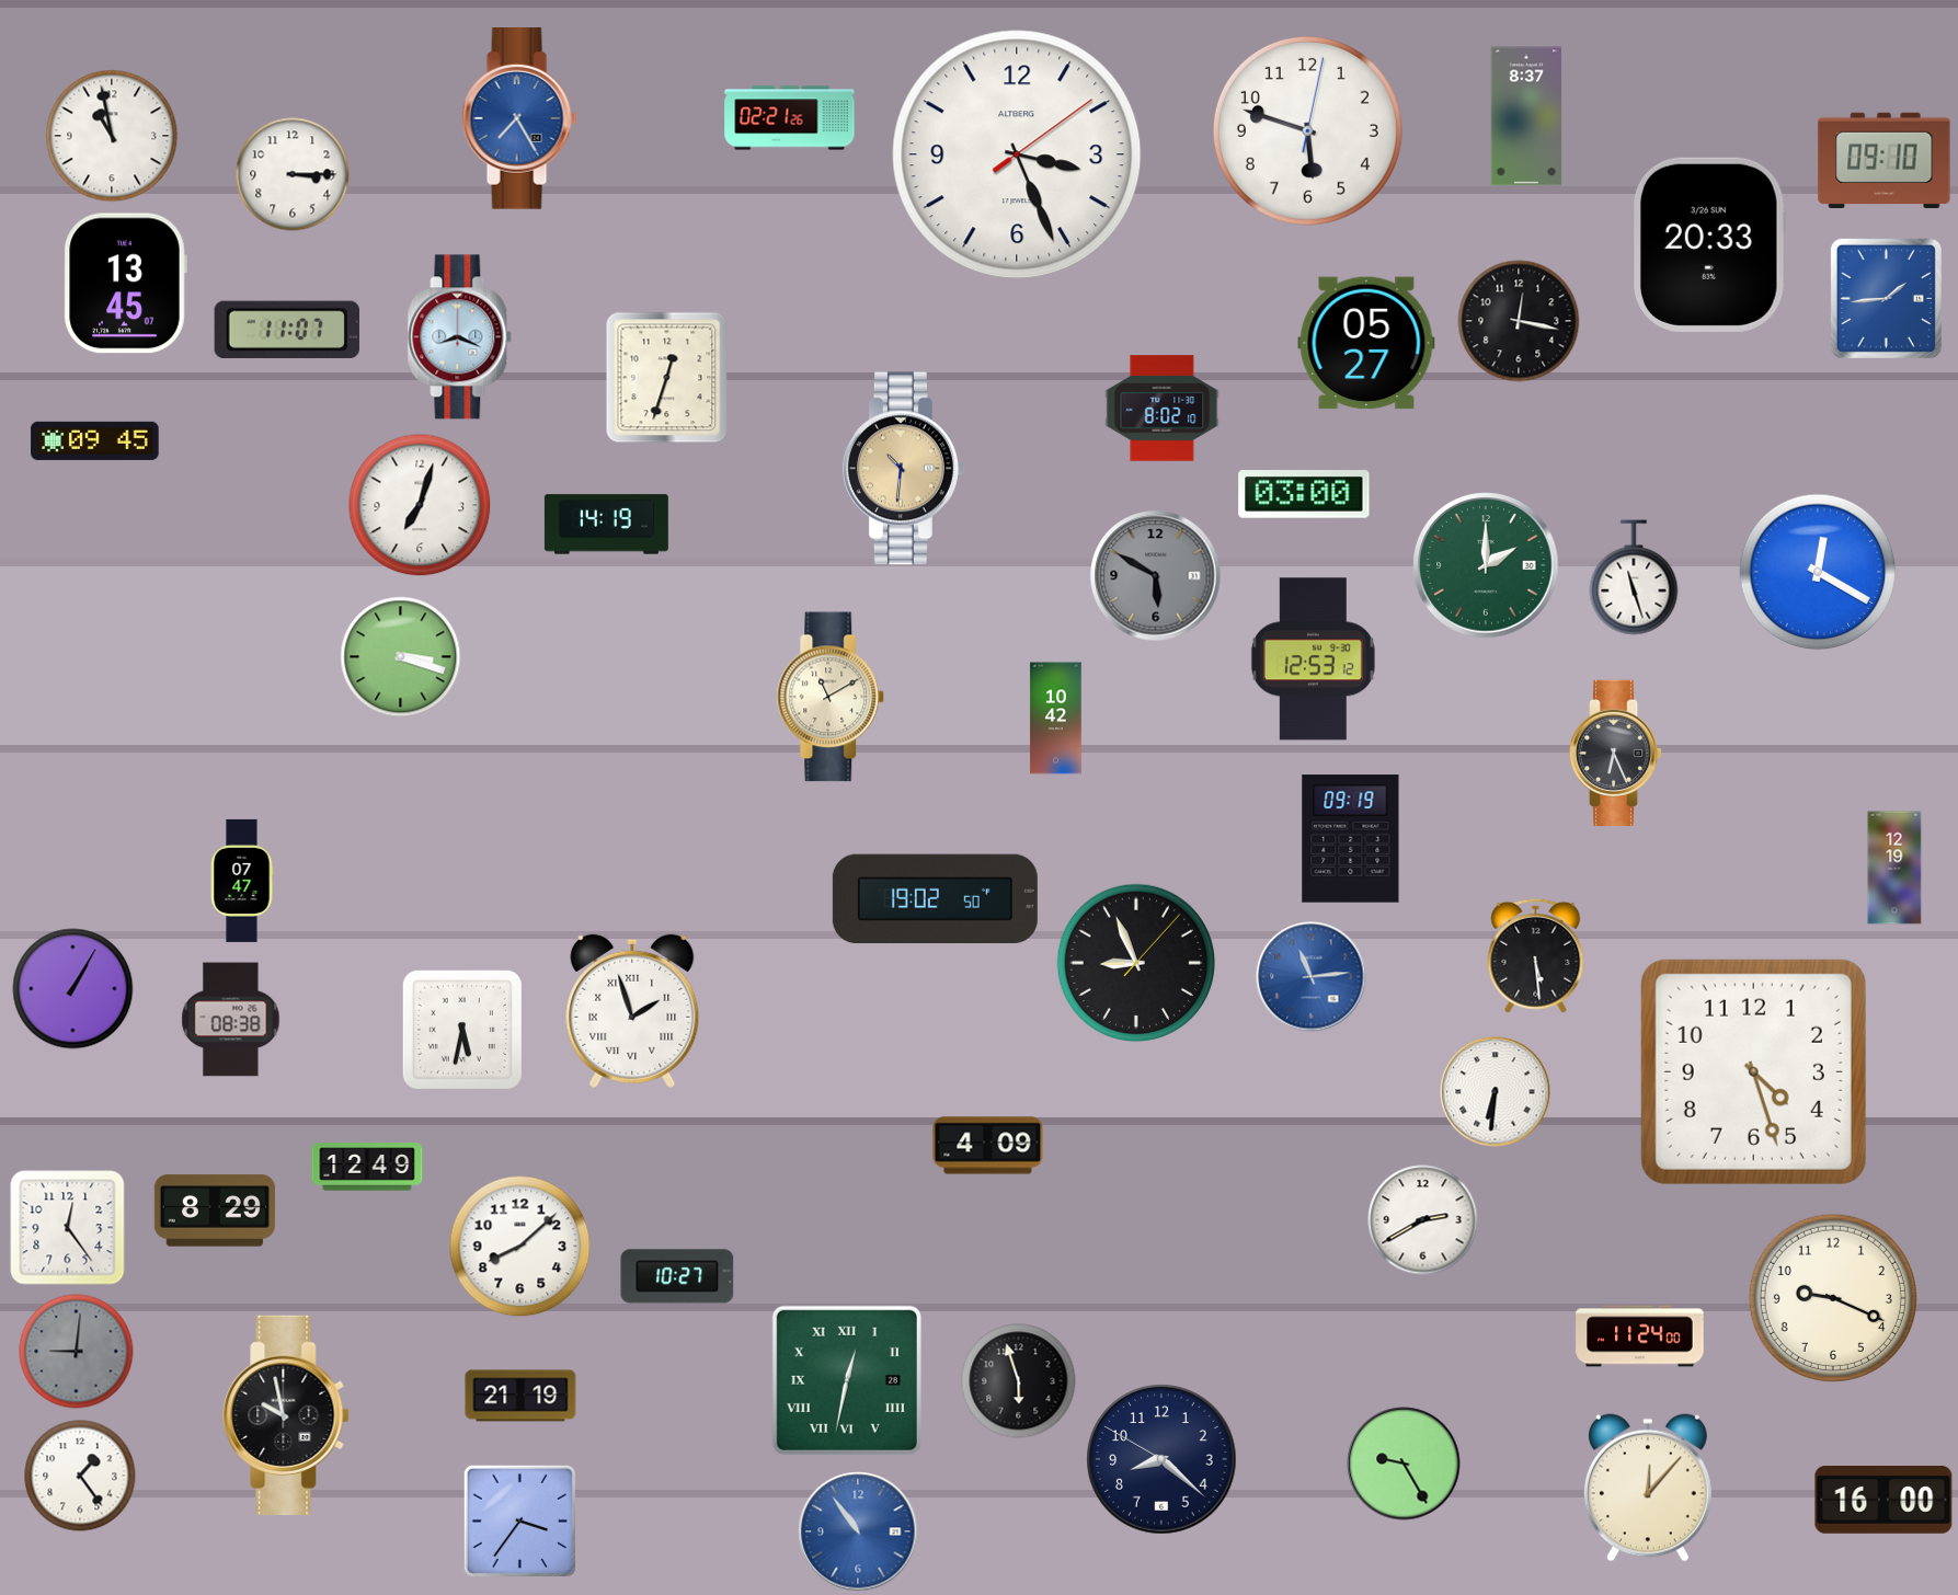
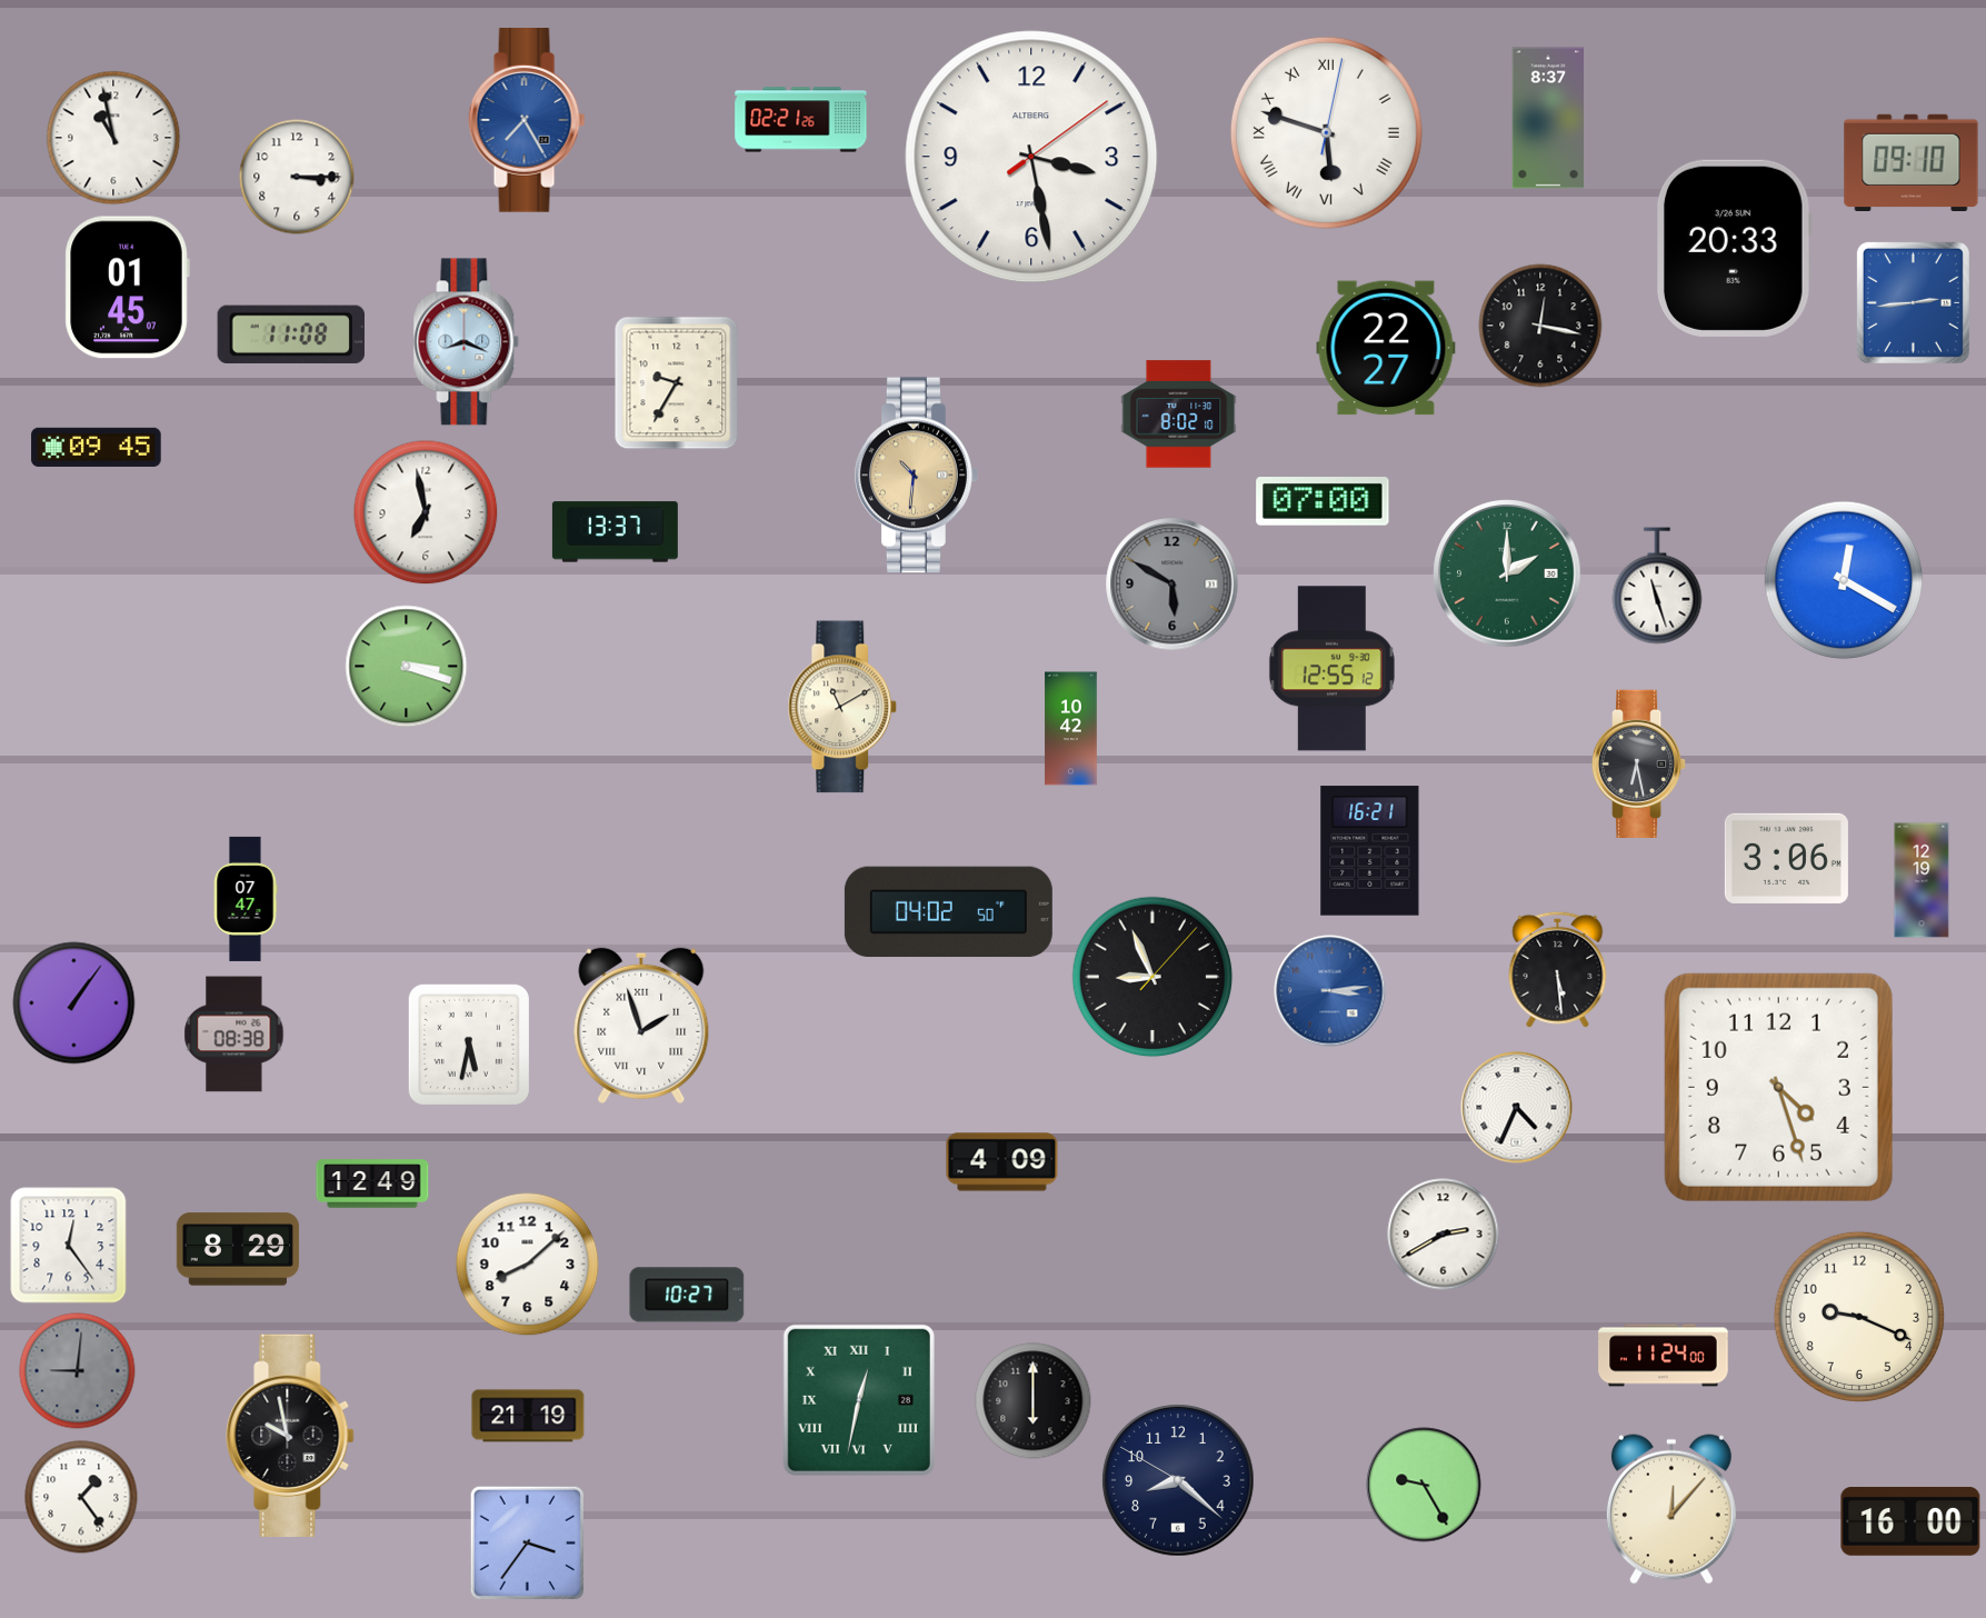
clock at (1307, 130) numerals: Arabic -> Roman
clock at (1017, 154): 3:26 -> 3:28
clock at (125, 284): 13:45 -> 01:45
clock at (1886, 298): 1:44 -> 2:44
clock at (287, 330): 11:07 -> 11:08
clock at (1366, 343): 05:27 -> 22:27
clock at (667, 378): 12:33 -> 9:35
clock at (1304, 495): 03:00 -> 07:00
clock at (420, 505): 7:03 -> 6:58
clock at (606, 525): 14:19 -> 13:37
clock at (1313, 659): 12:53 -> 12:55
clock at (1616, 753): 6:26 -> 6:28
clock at (1351, 839): 09:19 -> 16:21
clock at (1786, 858): none -> 3:06
clock at (242, 881) position: (242, 881) -> (246, 899)
clock at (935, 899): 19:02 -> 04:02
clock at (1312, 977): 11:14 -> 3:14
clock at (73, 989): 1:05 -> 1:06
clock at (1496, 1092): 6:31 -> 4:34
clock at (215, 1210) position: (215, 1210) -> (238, 1249)
clock at (1423, 1220) position: (1423, 1220) -> (1444, 1235)
clock at (1019, 1381): 5:57 -> 6:00
clock at (858, 1531): 10:54 -> none
